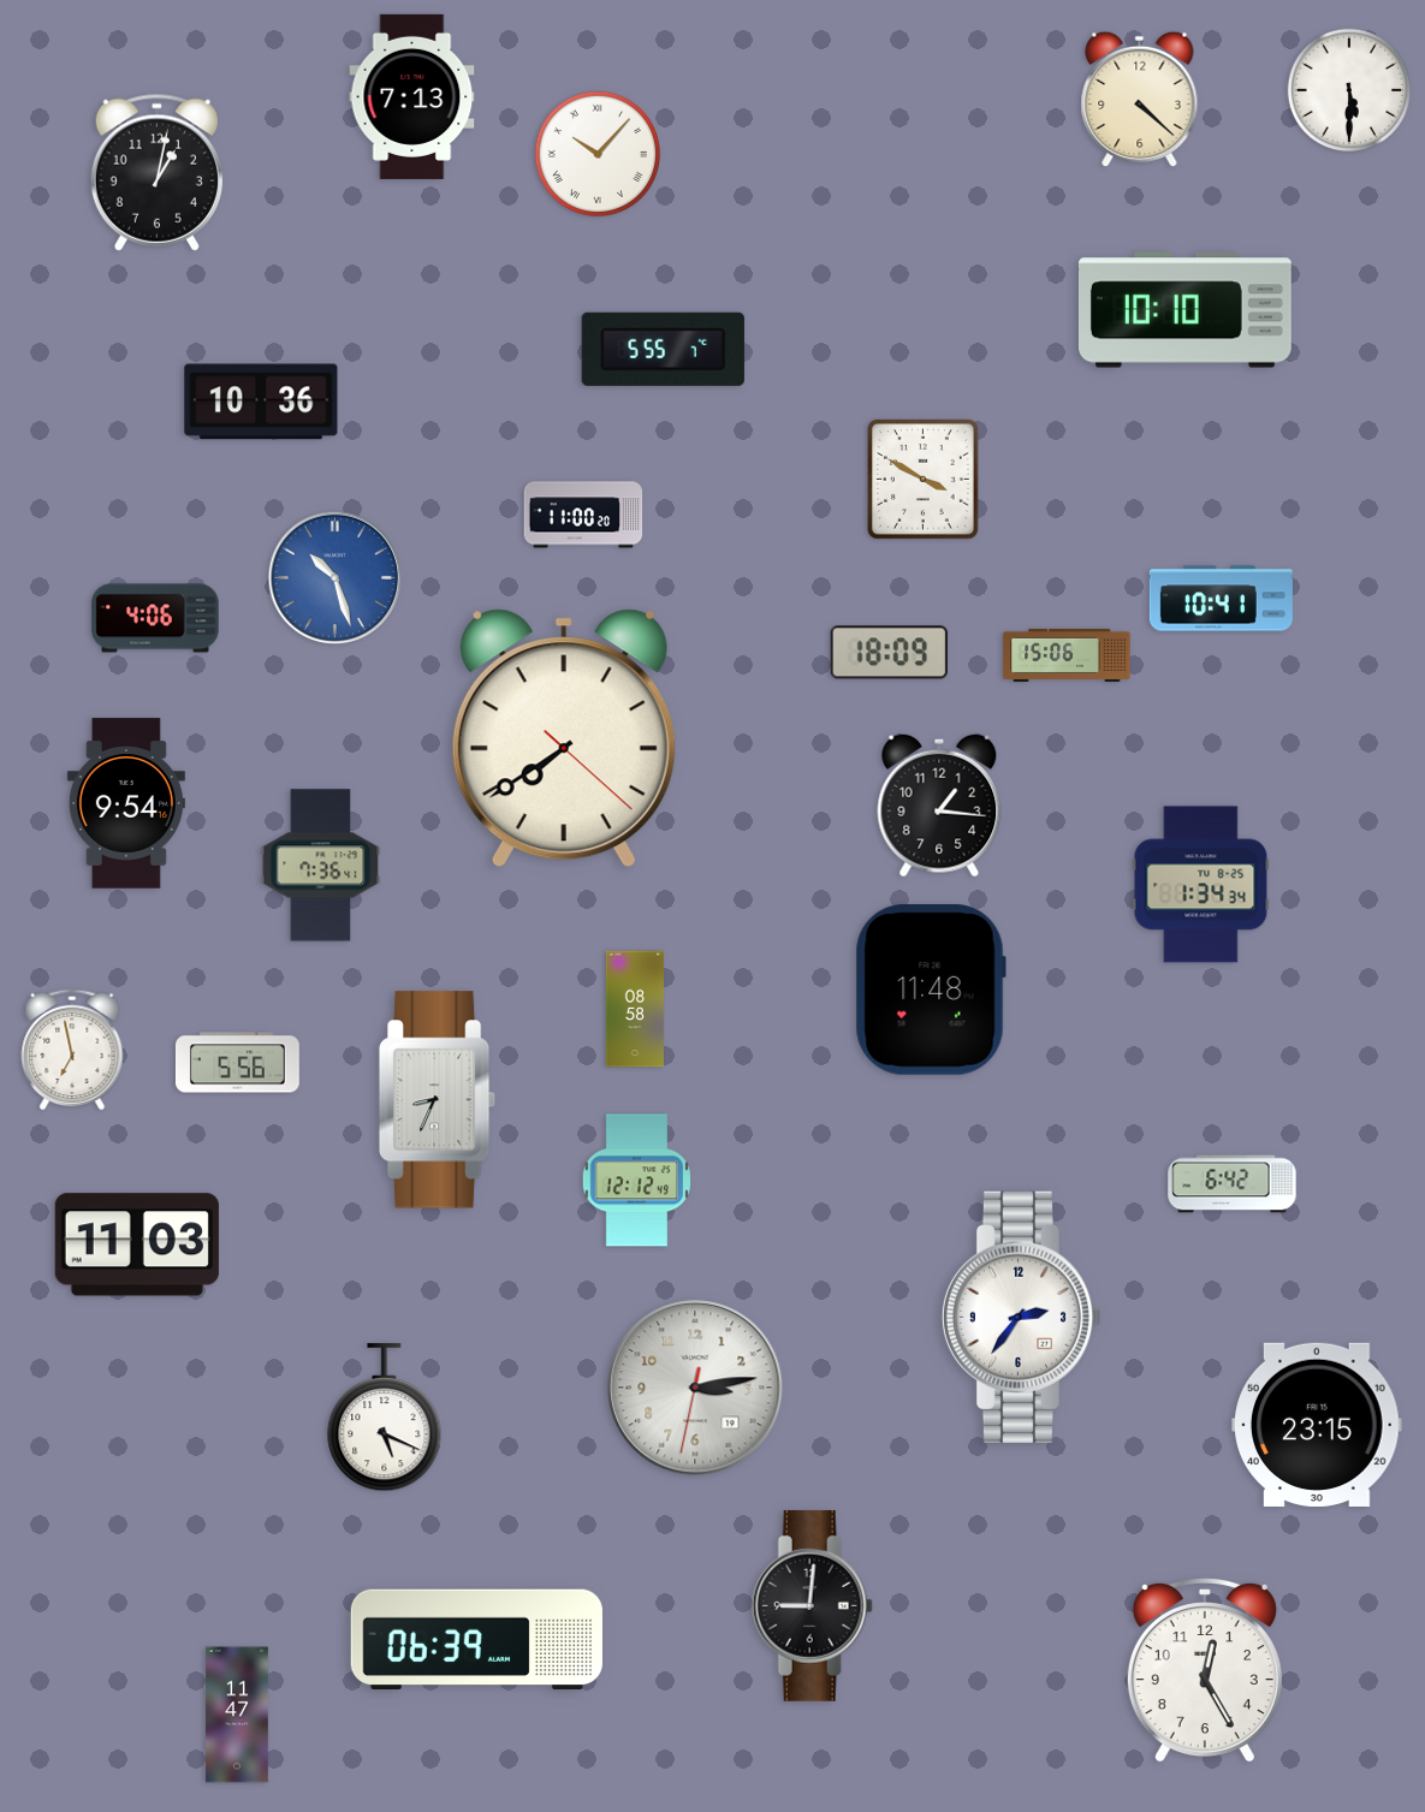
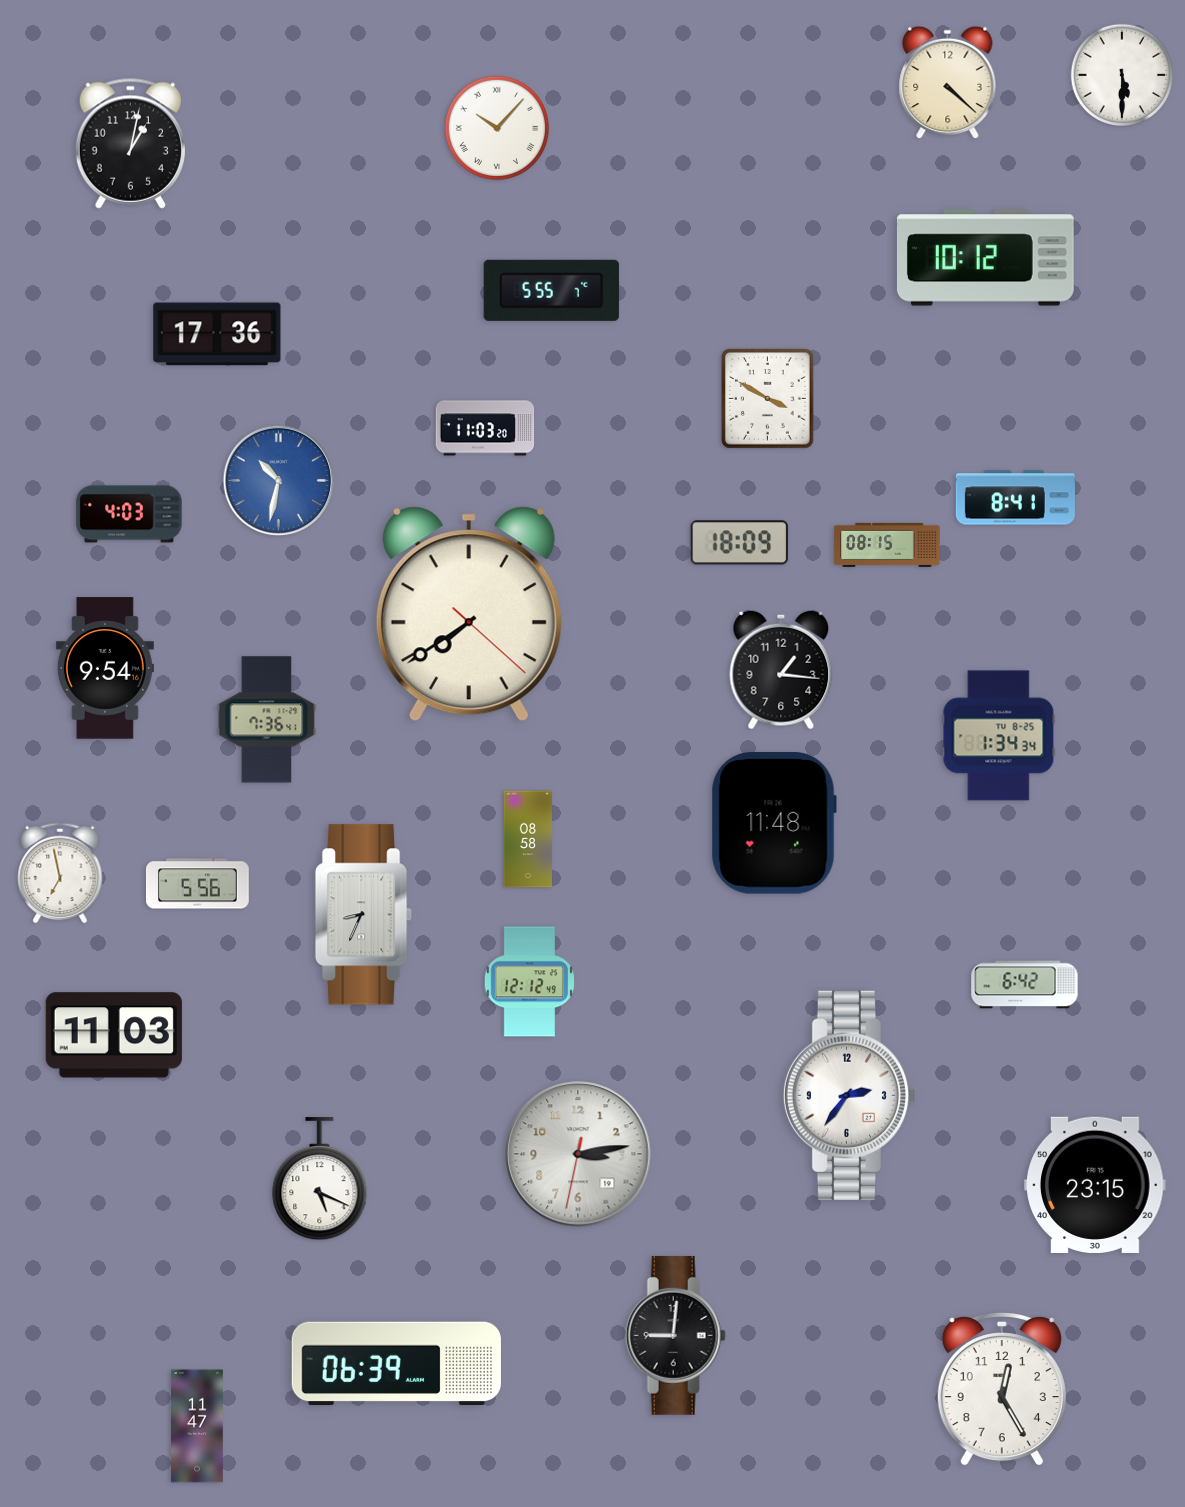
clock at (412, 96): 7:13 -> none
clock at (1184, 310): 10:10 -> 10:12
clock at (261, 402): 10:36 -> 17:36
clock at (583, 515): 11:00 -> 11:03
clock at (336, 578): 10:27 -> 10:32
clock at (1221, 599): 10:41 -> 8:41
clock at (155, 618): 4:06 -> 4:03
clock at (1067, 655): 15:06 -> 08:15
